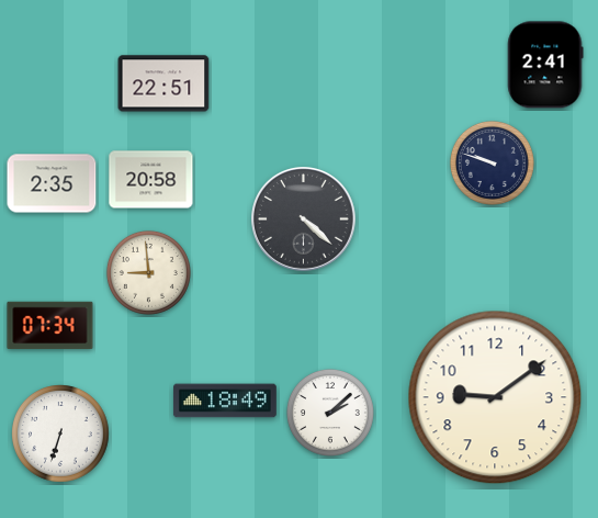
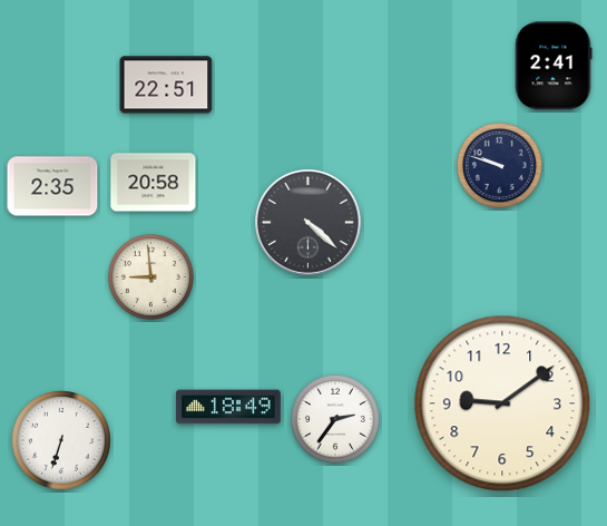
clock at (50, 326): 07:34 -> none
clock at (330, 413): 2:08 -> 2:36
